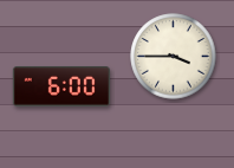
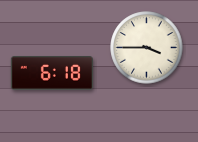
clock at (61, 86): 6:00 -> 6:18
